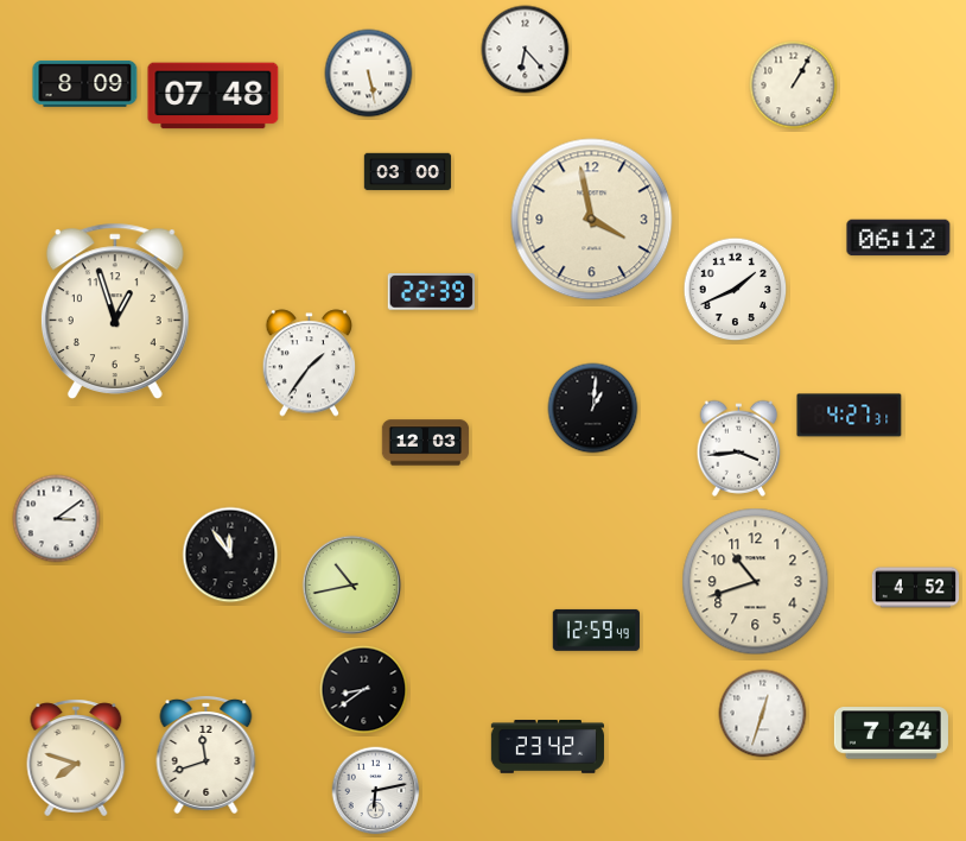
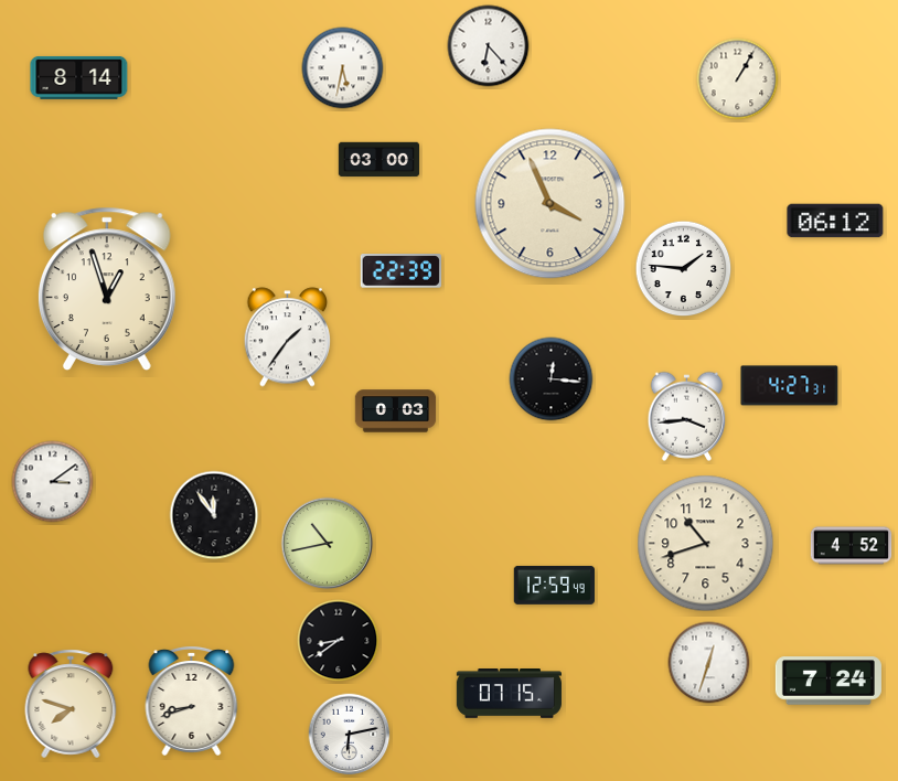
clock at (369, 74): 5:28 -> 5:32
clock at (85, 83): 8:09 -> 8:14
clock at (214, 96): 07:48 -> none
clock at (592, 220): 3:58 -> 3:56
clock at (736, 290): 1:41 -> 1:46
clock at (593, 409): 1:01 -> 12:16
clock at (426, 443): 12:03 -> 0:03
clock at (756, 582) position: (756, 582) -> (706, 544)
clock at (547, 747): 23:42 -> 07:15
clock at (206, 754): 11:42 -> 8:42
